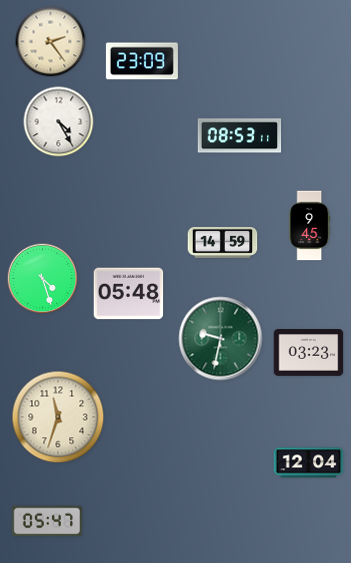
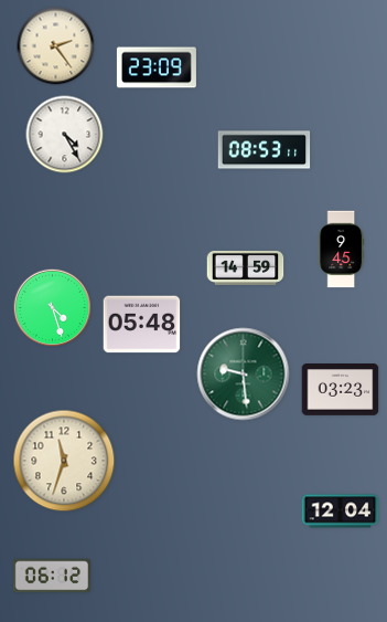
clock at (43, 279) position: (43, 279) -> (53, 308)
clock at (221, 339): 9:32 -> 9:29
clock at (47, 521): 05:47 -> 06:12
